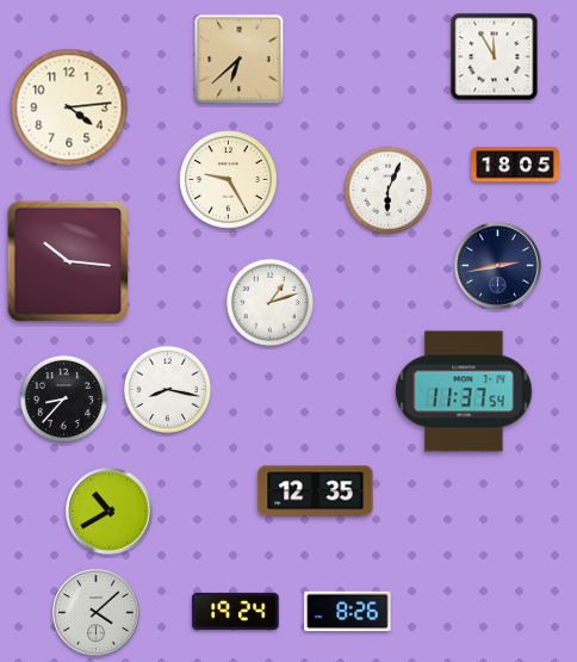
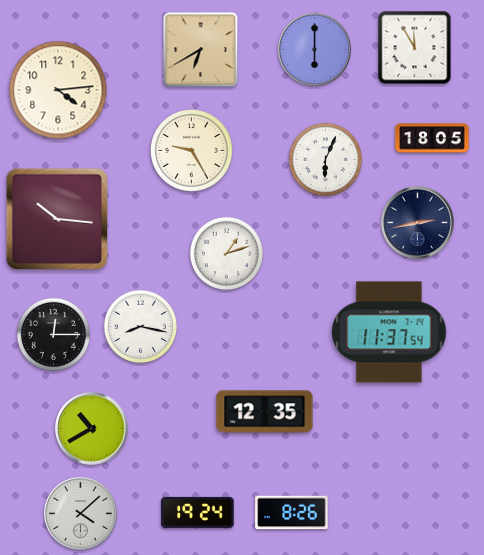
clock at (240, 60): 6:38 -> 6:40
clock at (315, 50): none -> 6:00
clock at (464, 391) position: (464, 391) -> (389, 332)
clock at (63, 398): 8:37 -> 12:15
